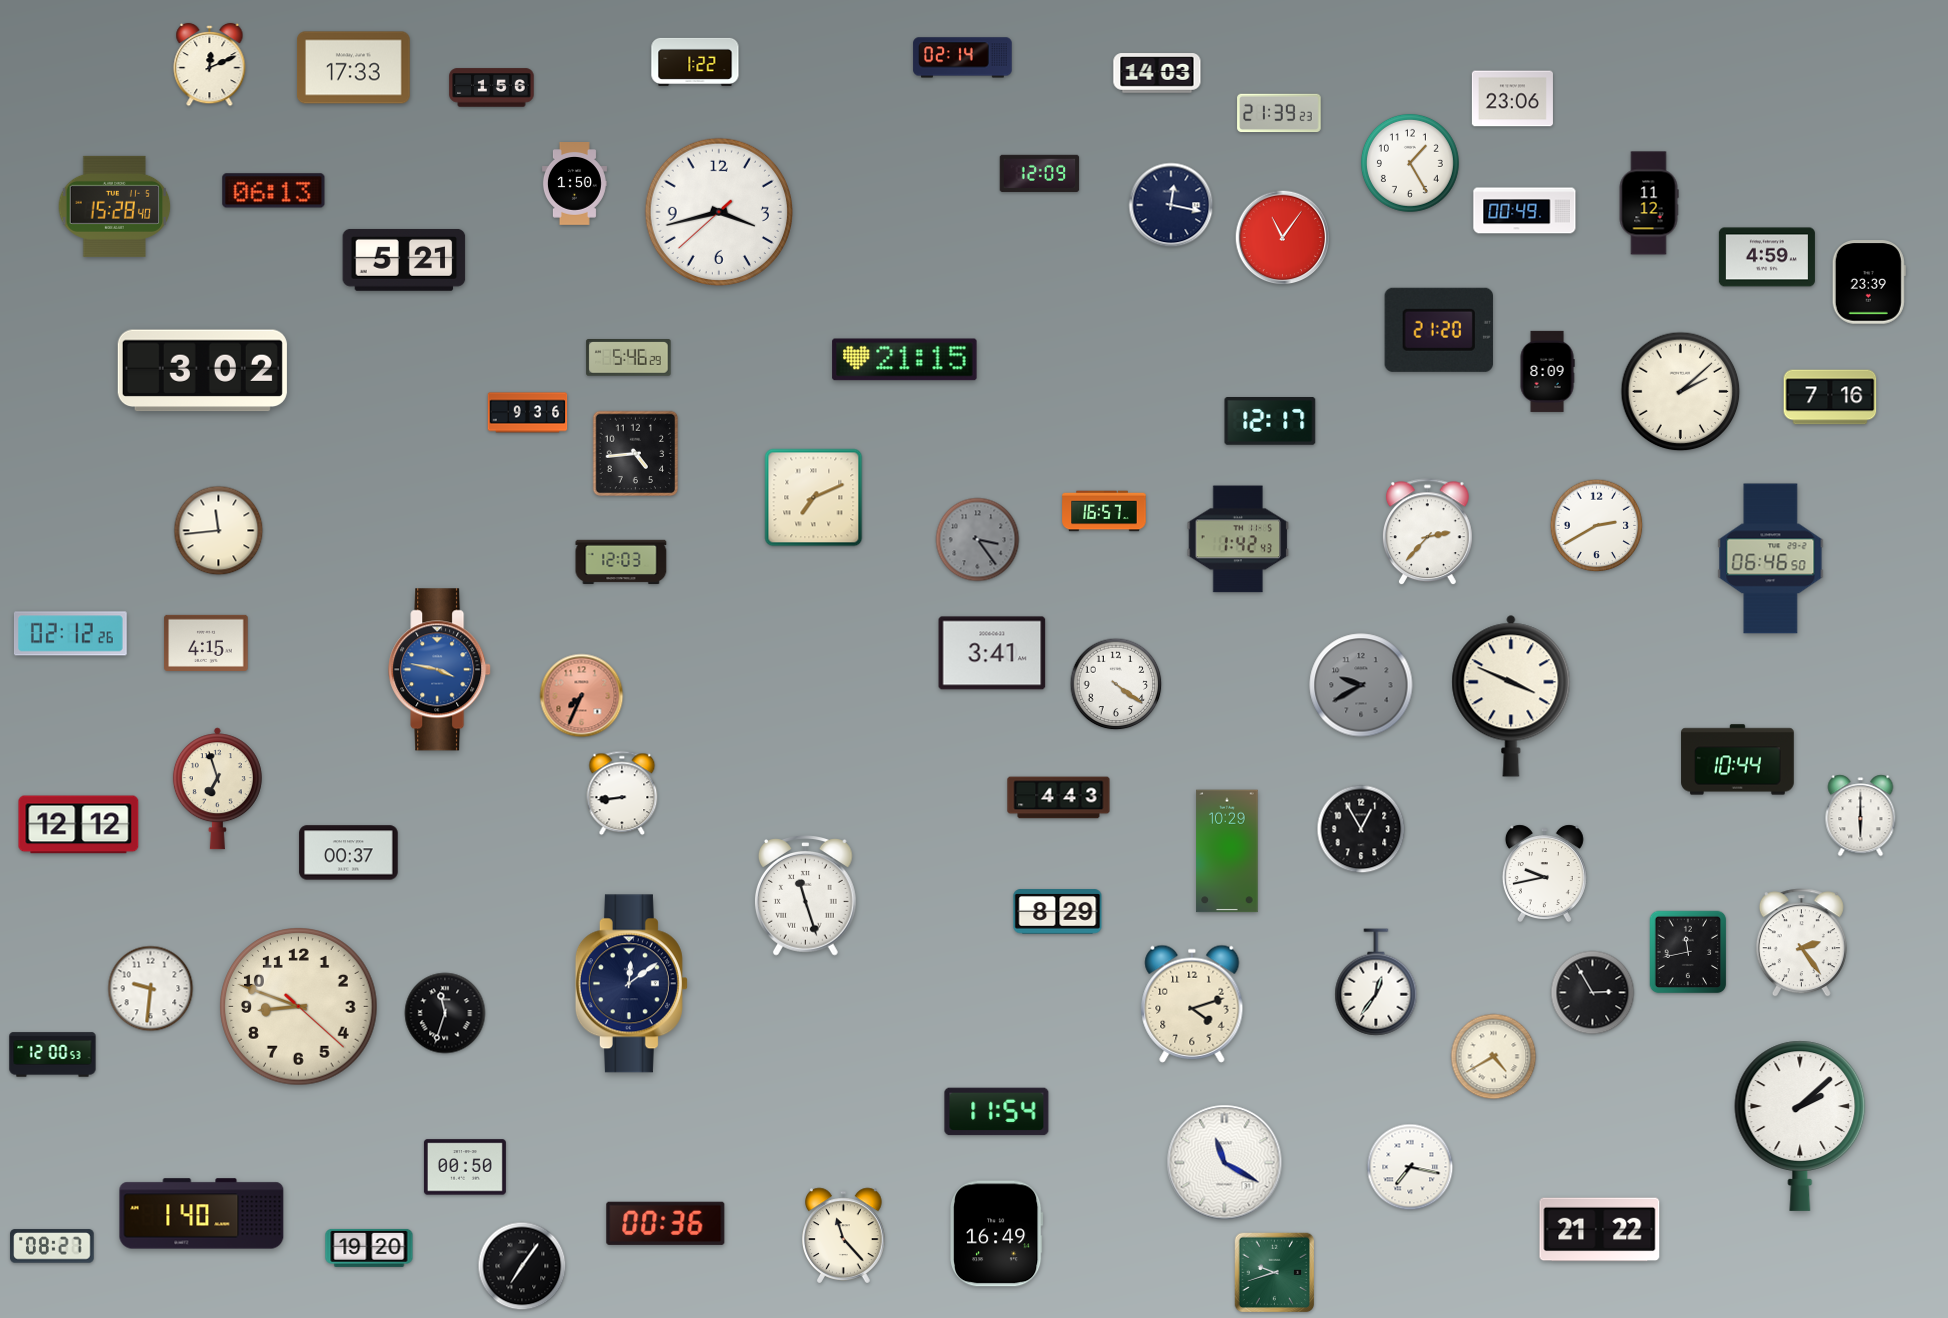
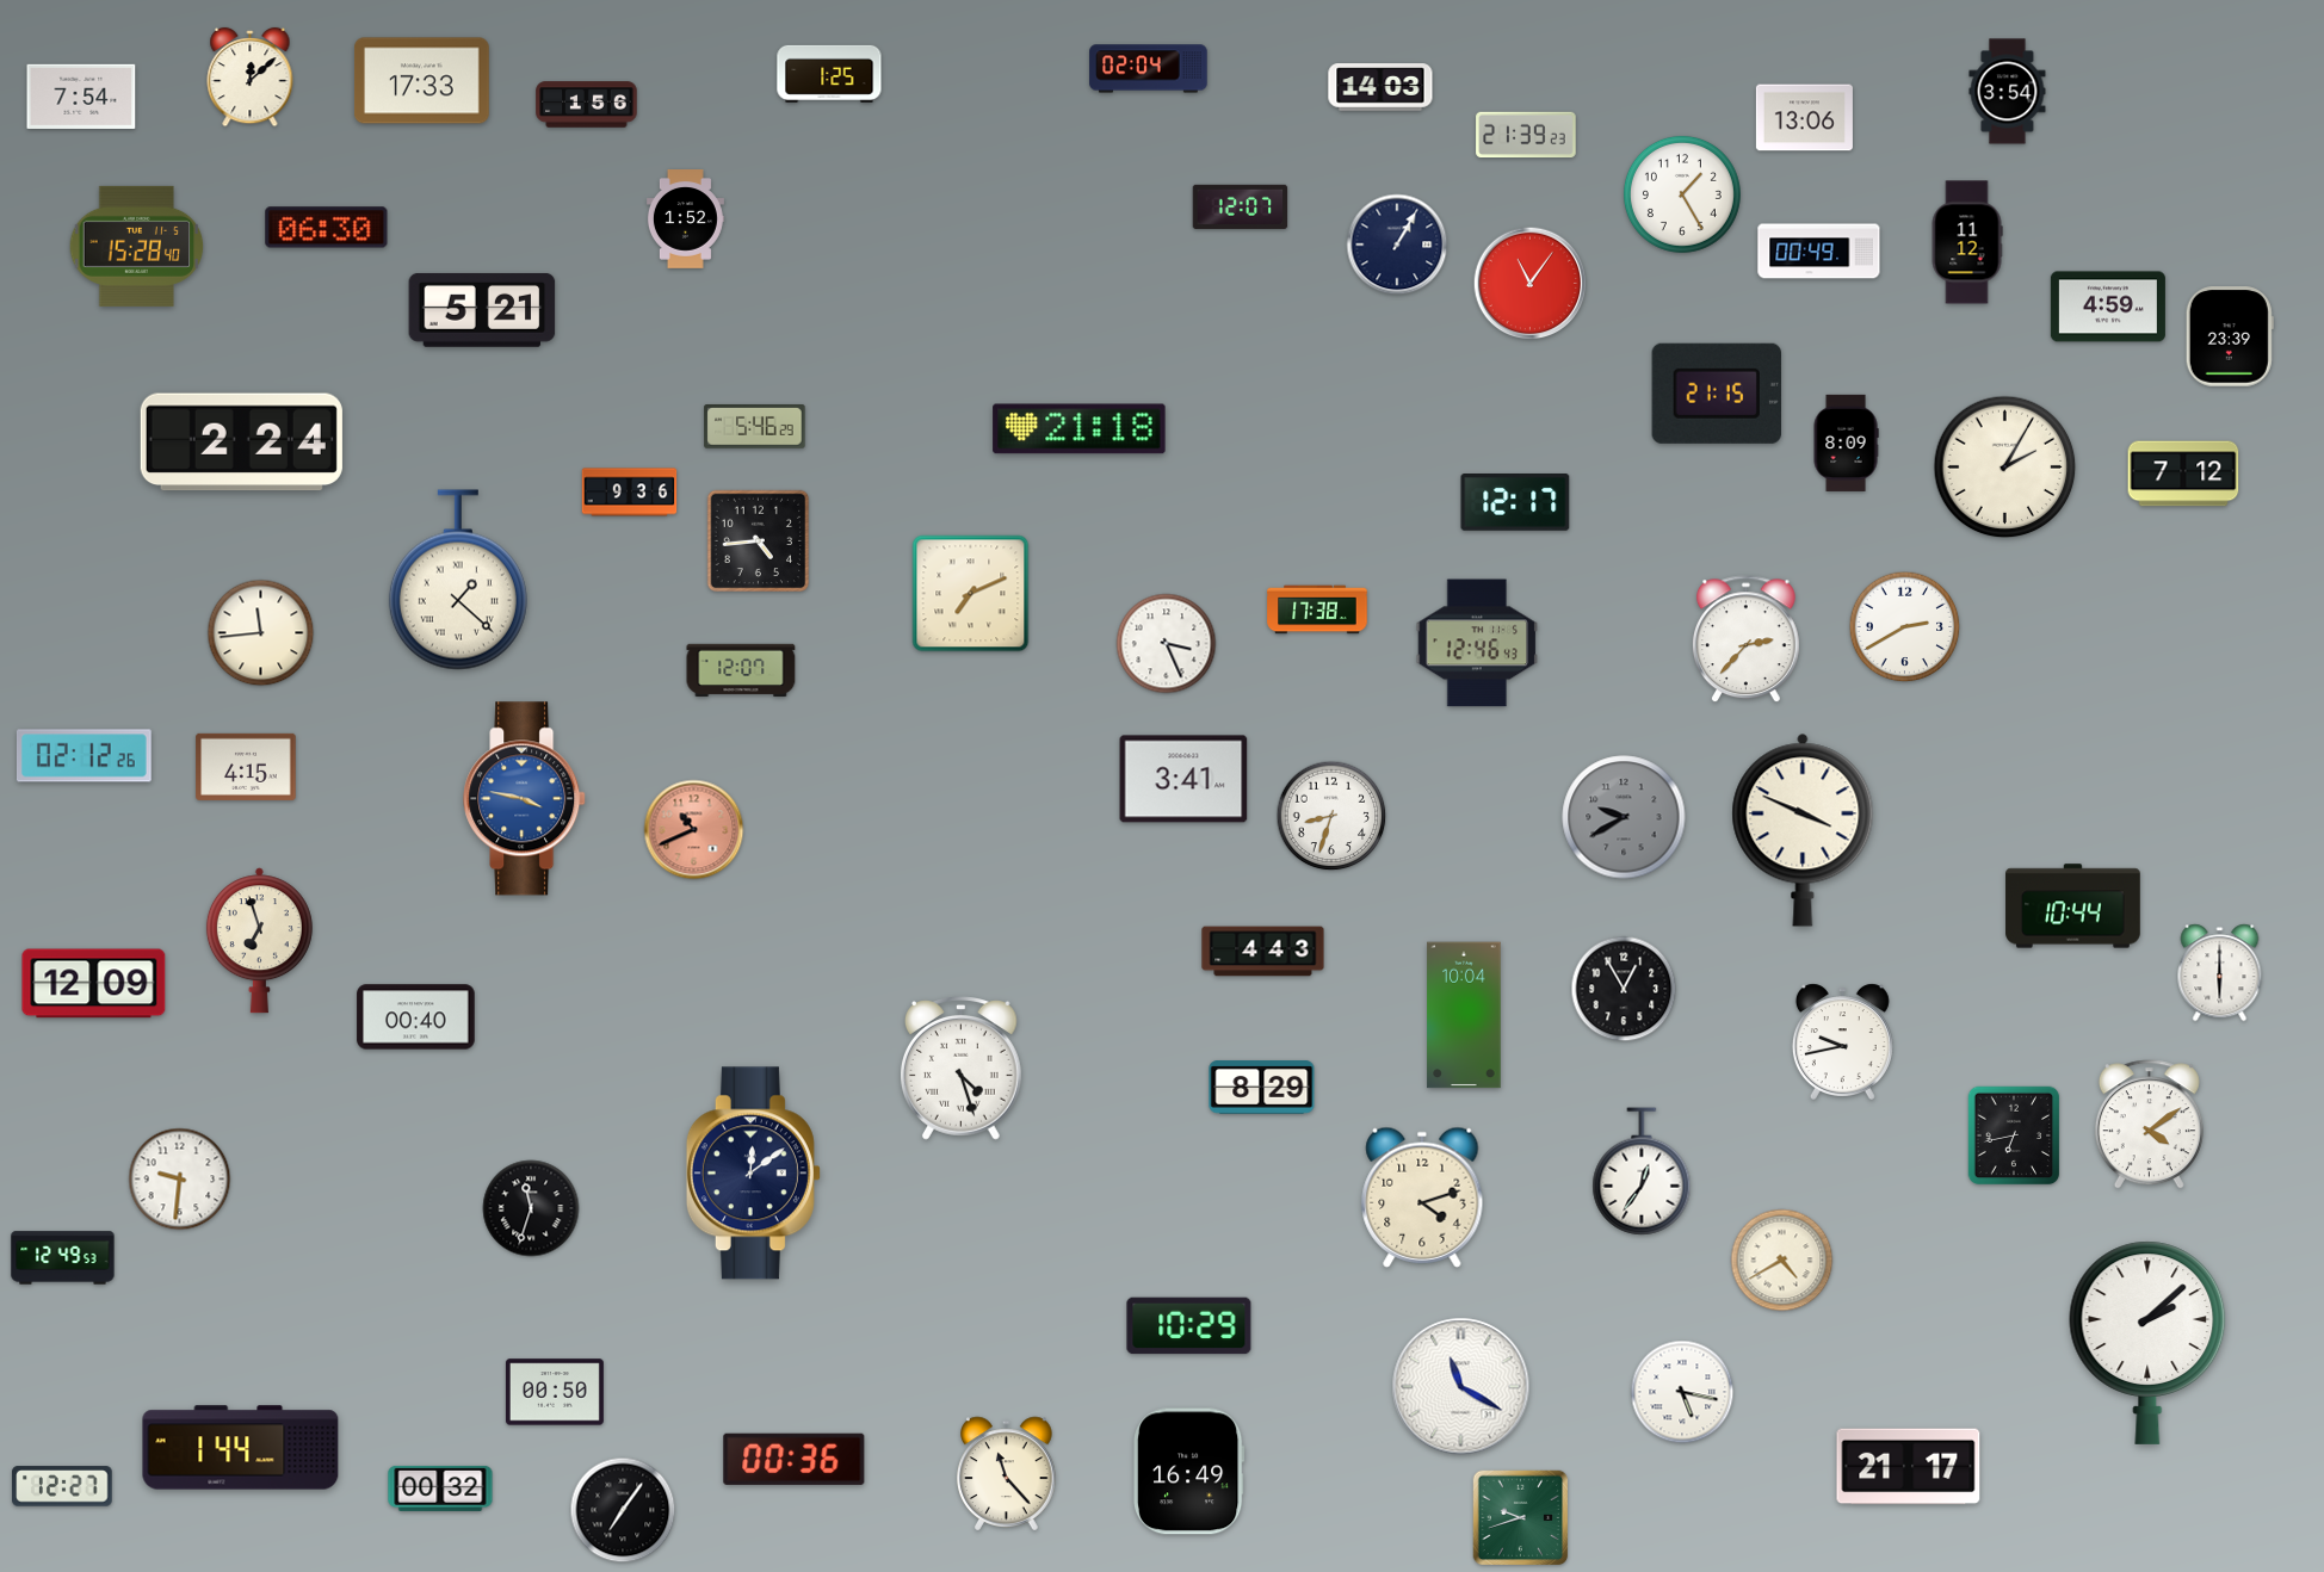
clock at (963, 58): 02:14 -> 02:04
clock at (695, 62): 1:22 -> 1:25
clock at (210, 65): 12:11 -> 12:08
clock at (2008, 92): none -> 3:54
clock at (81, 97): none -> 7:54
clock at (1512, 99): 23:06 -> 13:06
clock at (1040, 173): 12:09 -> 12:07
clock at (574, 184): 1:50 -> 1:52
clock at (274, 191): 06:13 -> 06:30
clock at (1171, 205): 12:17 -> 1:05
clock at (718, 211): 3:42 -> none
clock at (1439, 330): 21:20 -> 21:15
clock at (629, 358) position: (629, 358) -> (755, 427)
clock at (905, 360): 21:15 -> 21:18
clock at (202, 371): 3:02 -> 2:24
clock at (1681, 392): 2:08 -> 2:05
clock at (1830, 397): 7:16 -> 7:12
clock at (458, 580): none -> 1:22
clock at (1104, 511): 16:57 -> 17:38
clock at (1428, 532) position: (1428, 532) -> (1747, 639)
clock at (1238, 539): 1:42 -> 12:46
clock at (978, 540): 3:24 -> 3:26
clock at (978, 540) dial: grey -> white
clock at (1771, 559): 06:46 -> none
clock at (621, 562): 12:03 -> 12:07
clock at (1116, 684): 4:21 -> 8:33
clock at (582, 696): 7:34 -> 10:41
clock at (622, 793): 8:44 -> none
clock at (79, 825): 12:12 -> 12:09
clock at (1227, 851): 10:29 -> 10:04
clock at (349, 853): 00:37 -> 00:40
clock at (806, 896): 11:27 -> 4:27
clock at (1801, 943): 2:24 -> 4:09
clock at (1688, 952): 11:43 -> 6:43
clock at (1593, 993): 2:55 -> none
clock at (299, 1007): 8:48 -> none
clock at (53, 1055): 12:00 -> 12:49
clock at (997, 1112): 11:54 -> 10:29
clock at (1410, 1167): 7:17 -> 5:17
clock at (202, 1214): 1:40 -> 1:44
clock at (1600, 1230): 21:22 -> 21:17
clock at (52, 1246): 08:27 -> 12:27
clock at (369, 1248): 19:20 -> 00:32
